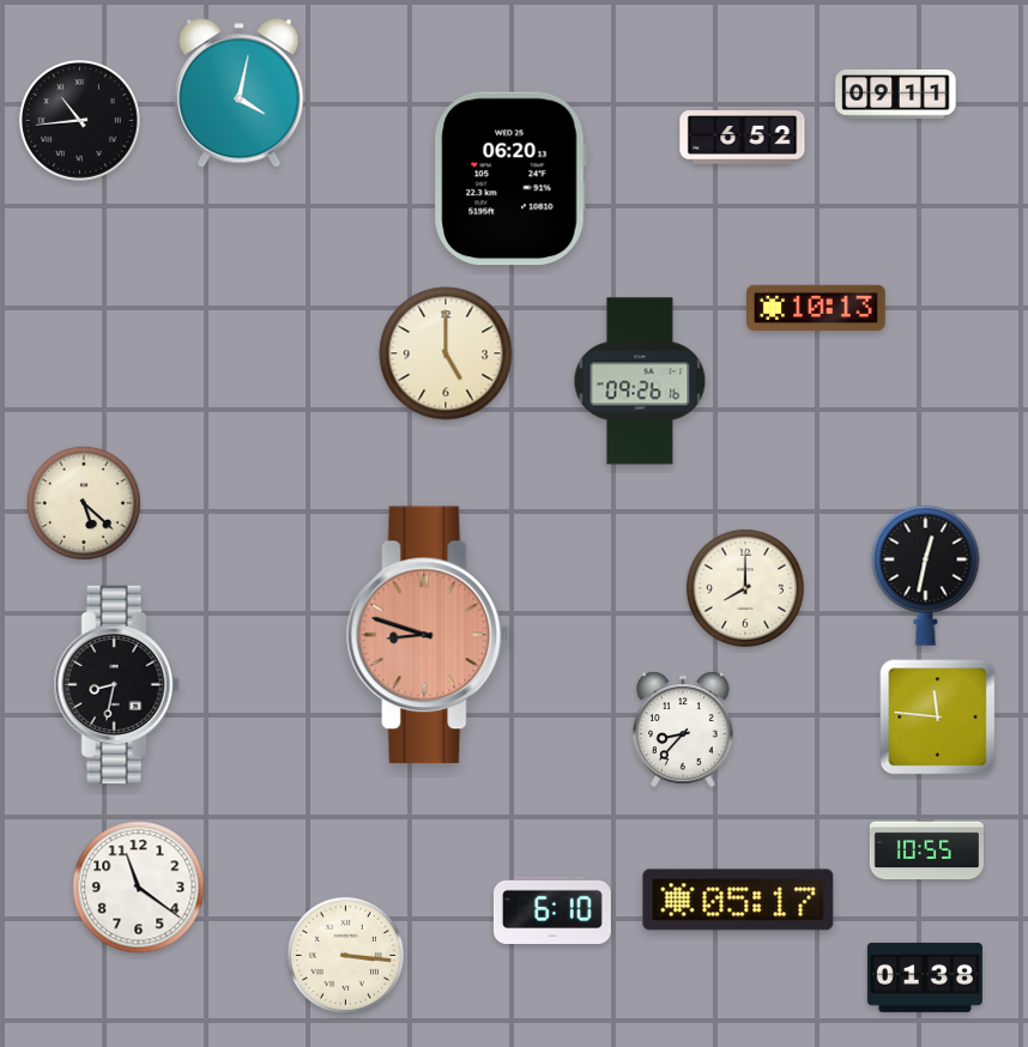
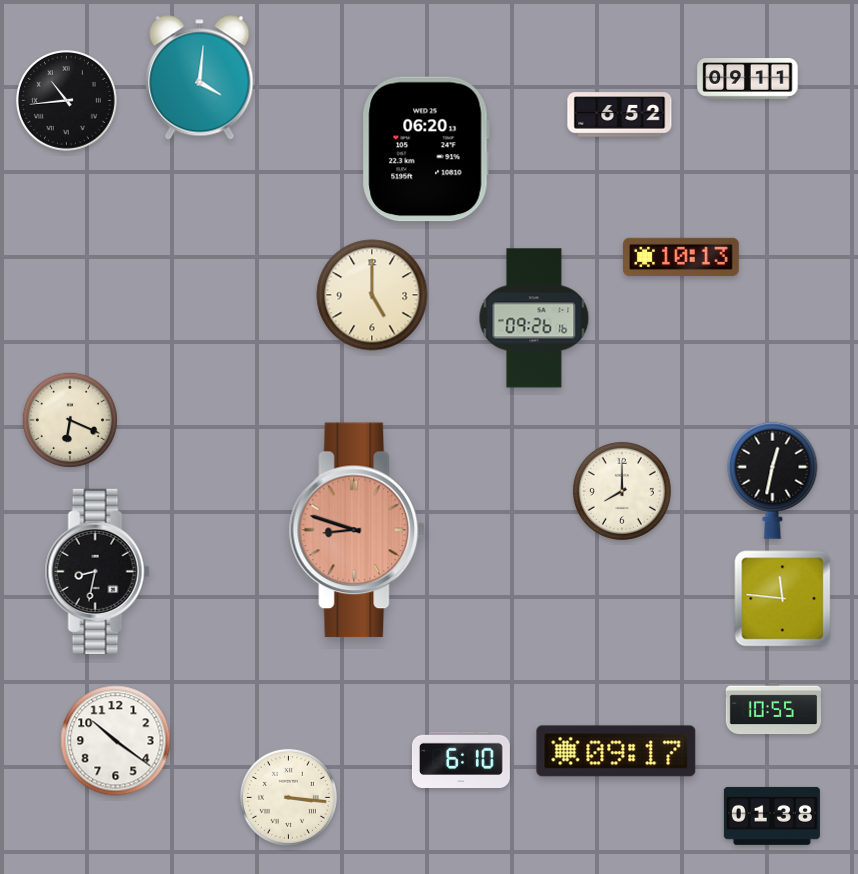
clock at (240, 93): 4:02 -> 4:01
clock at (84, 503): 5:22 -> 6:19
clock at (683, 730): 8:37 -> none
clock at (139, 888): 11:21 -> 10:21
clock at (738, 900): 05:17 -> 09:17
